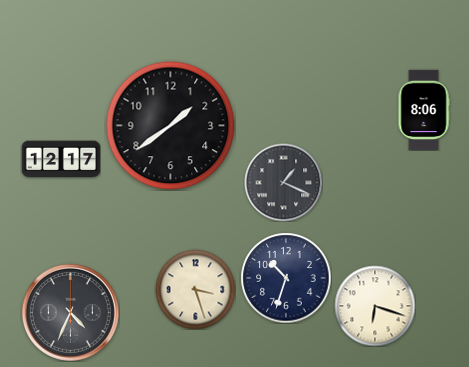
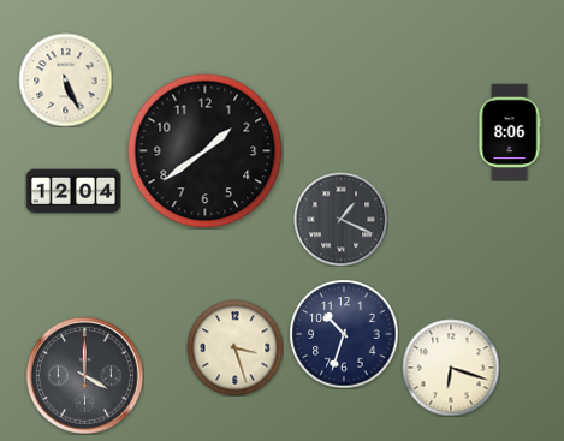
clock at (65, 79): none -> 5:26
clock at (61, 159): 12:17 -> 12:04
clock at (70, 312): 4:34 -> 4:00
